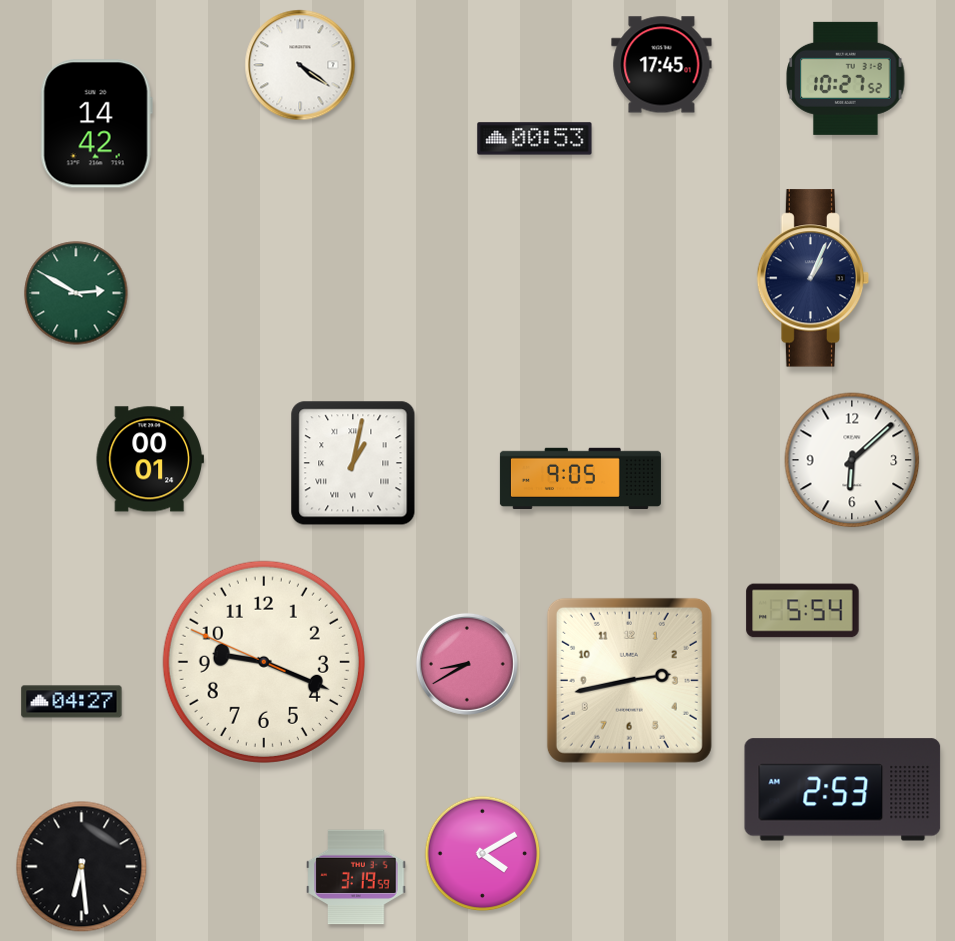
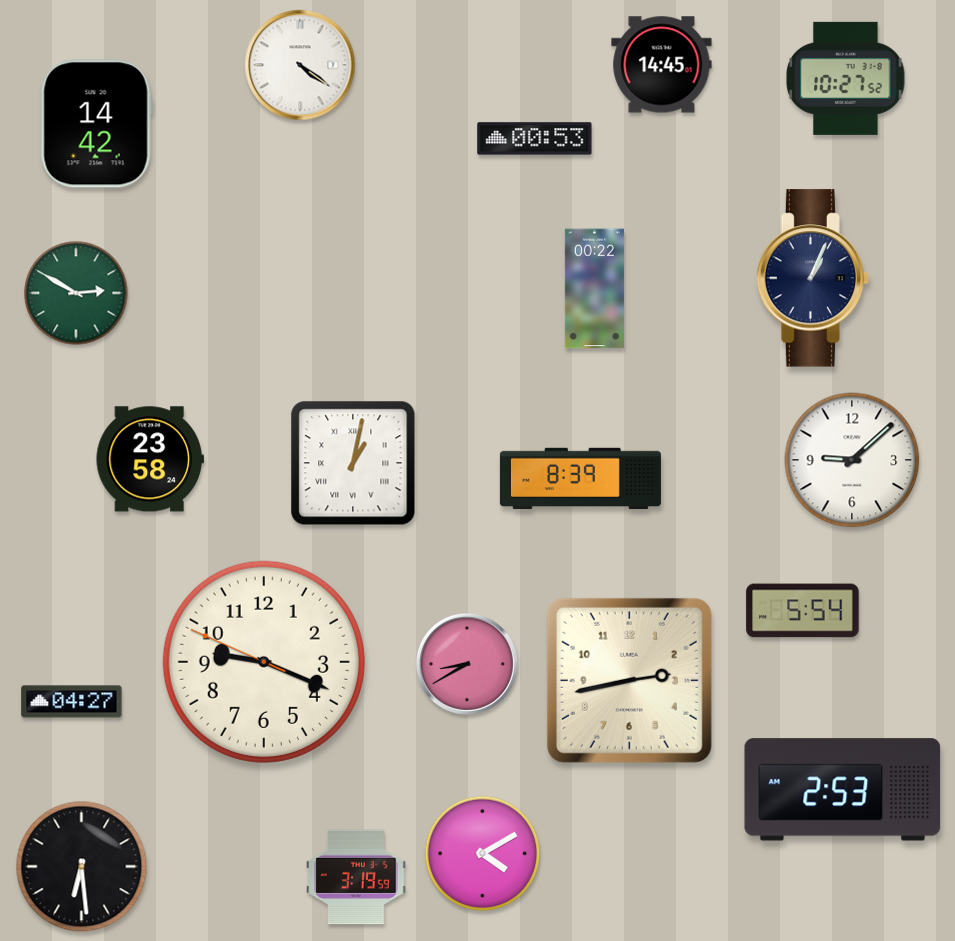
clock at (662, 65): 17:45 -> 14:45
clock at (594, 289): none -> 00:22
clock at (150, 459): 00:01 -> 23:58
clock at (852, 460): 6:08 -> 9:08
clock at (580, 479): 9:05 -> 8:39
